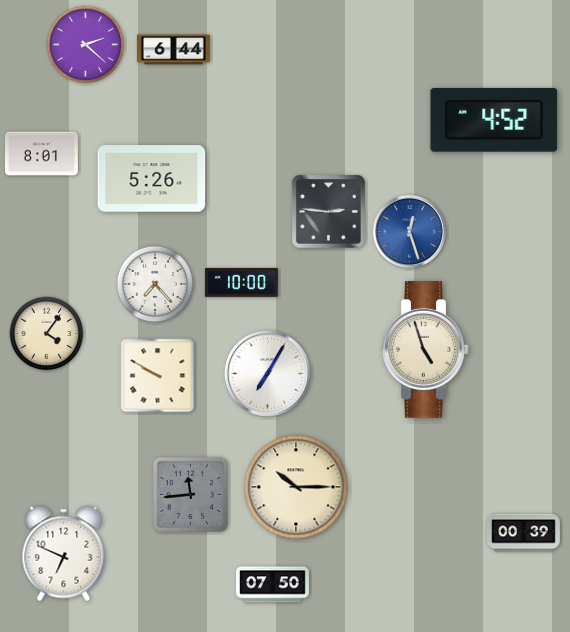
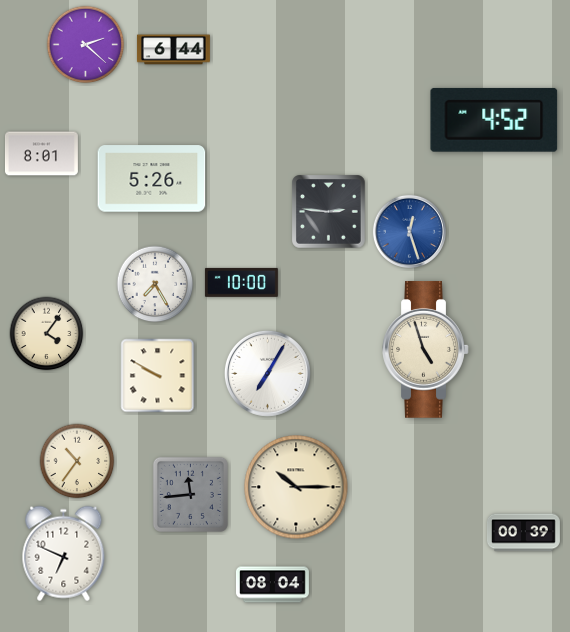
clock at (155, 284): 7:23 -> 7:25
clock at (77, 461): none -> 10:36
clock at (272, 585): 07:50 -> 08:04
